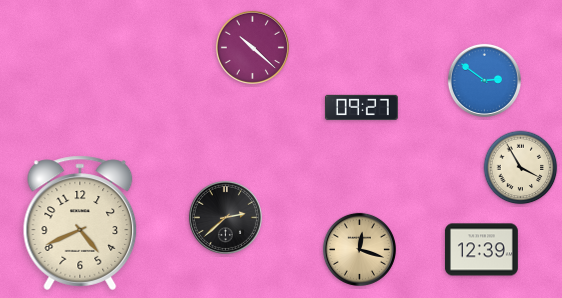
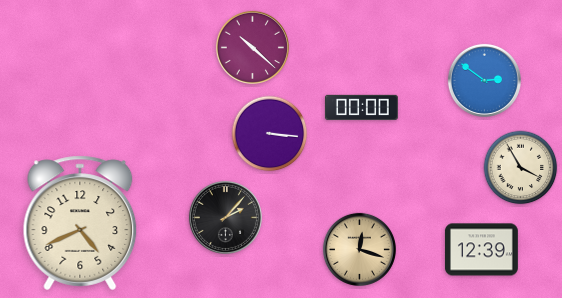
clock at (361, 107): 09:27 -> 00:00
clock at (270, 134): none -> 3:16
clock at (225, 217): 2:38 -> 2:07
